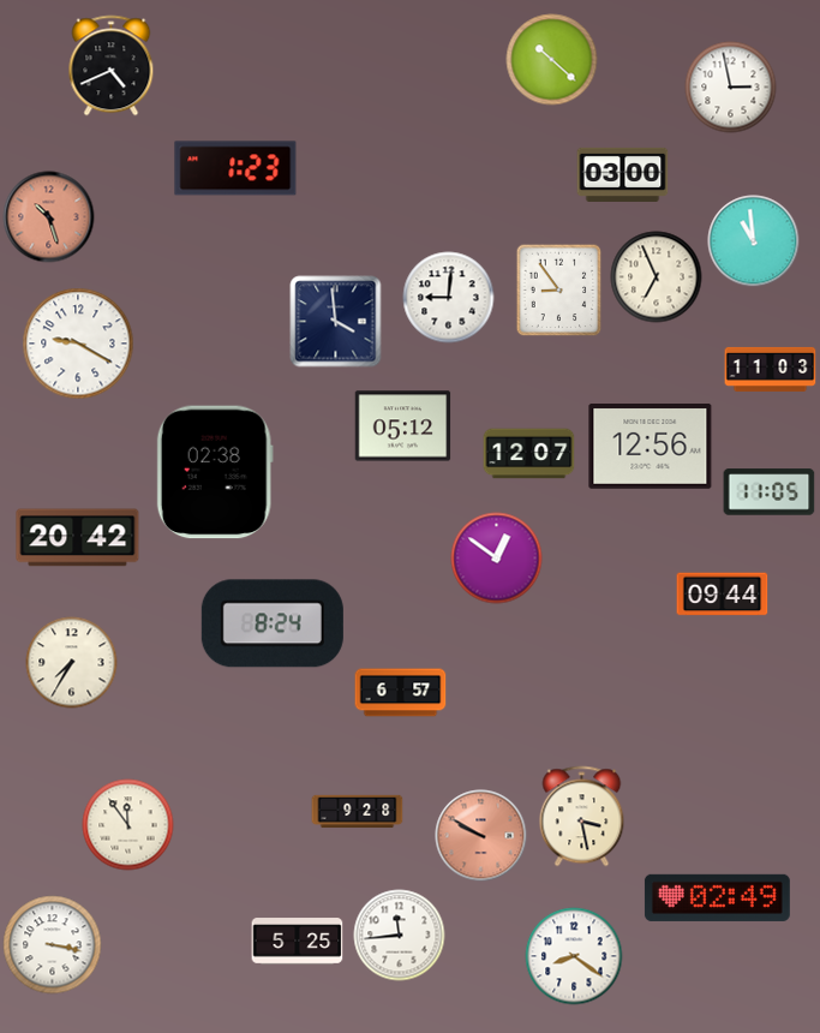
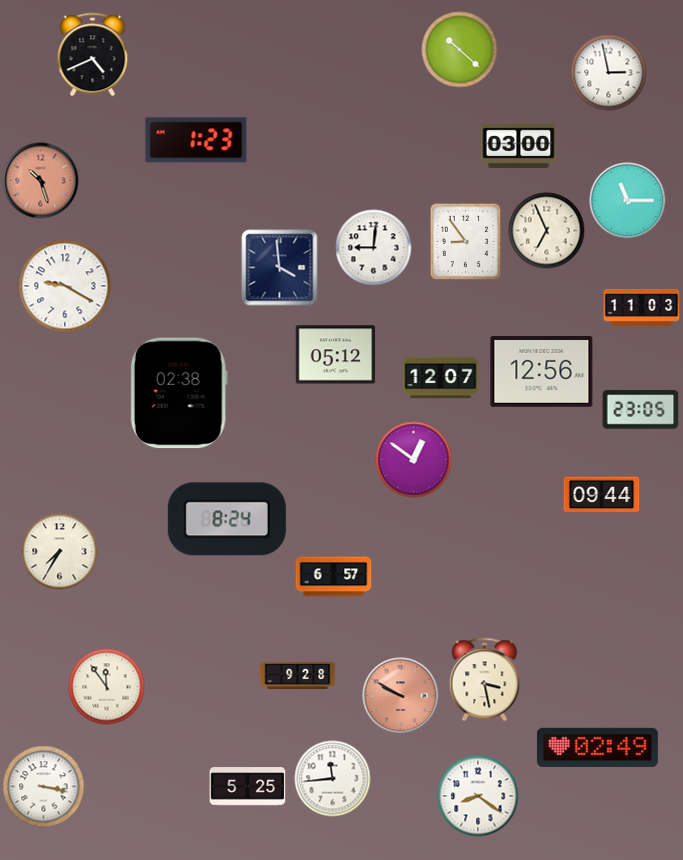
clock at (754, 241): 10:59 -> 11:15
clock at (770, 492): 11:05 -> 23:05
clock at (78, 538): 20:42 -> none
clock at (497, 559) position: (497, 559) -> (414, 460)
clock at (298, 942) position: (298, 942) -> (248, 787)
